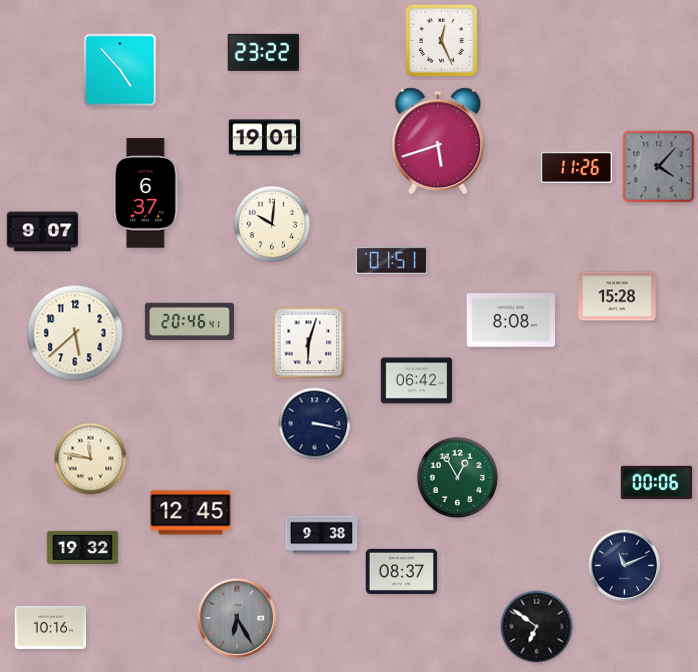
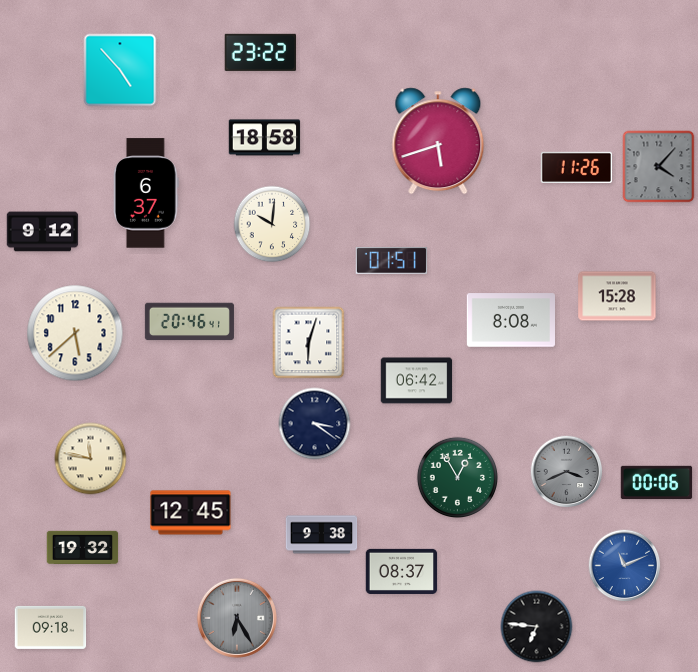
clock at (441, 40): 12:26 -> none
clock at (263, 52) position: (263, 52) -> (260, 52)
clock at (265, 138): 19:01 -> 18:58
clock at (43, 232): 9:07 -> 9:12
clock at (315, 424): 3:17 -> 3:21
clock at (567, 472): none -> 3:41
clock at (625, 566) dial: navy -> blue
clock at (51, 627): 10:16 -> 09:18
clock at (537, 627): 6:51 -> 6:46
